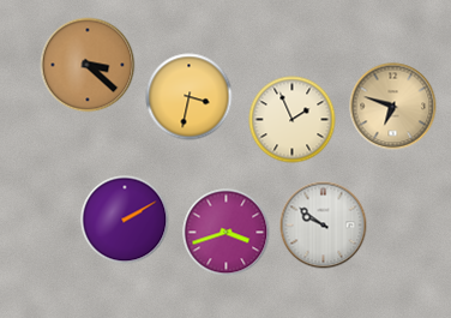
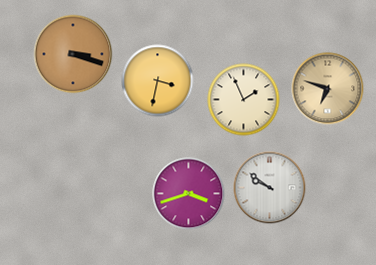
clock at (88, 65): 3:22 -> 3:18
clock at (125, 220): 2:10 -> none
